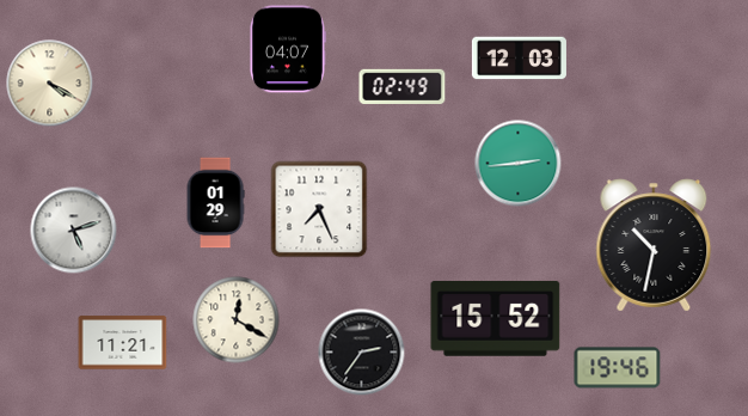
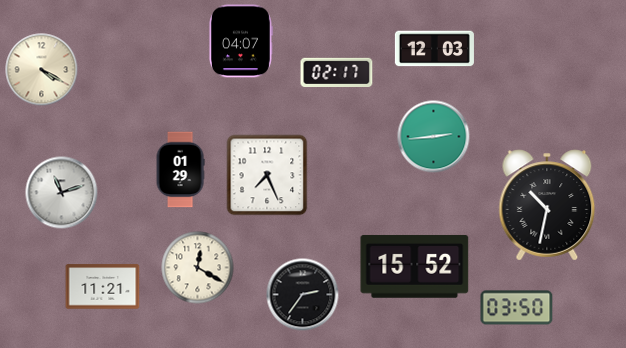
clock at (403, 86): 02:49 -> 02:17
clock at (74, 231): 5:12 -> 11:12
clock at (618, 368): 19:46 -> 03:50
